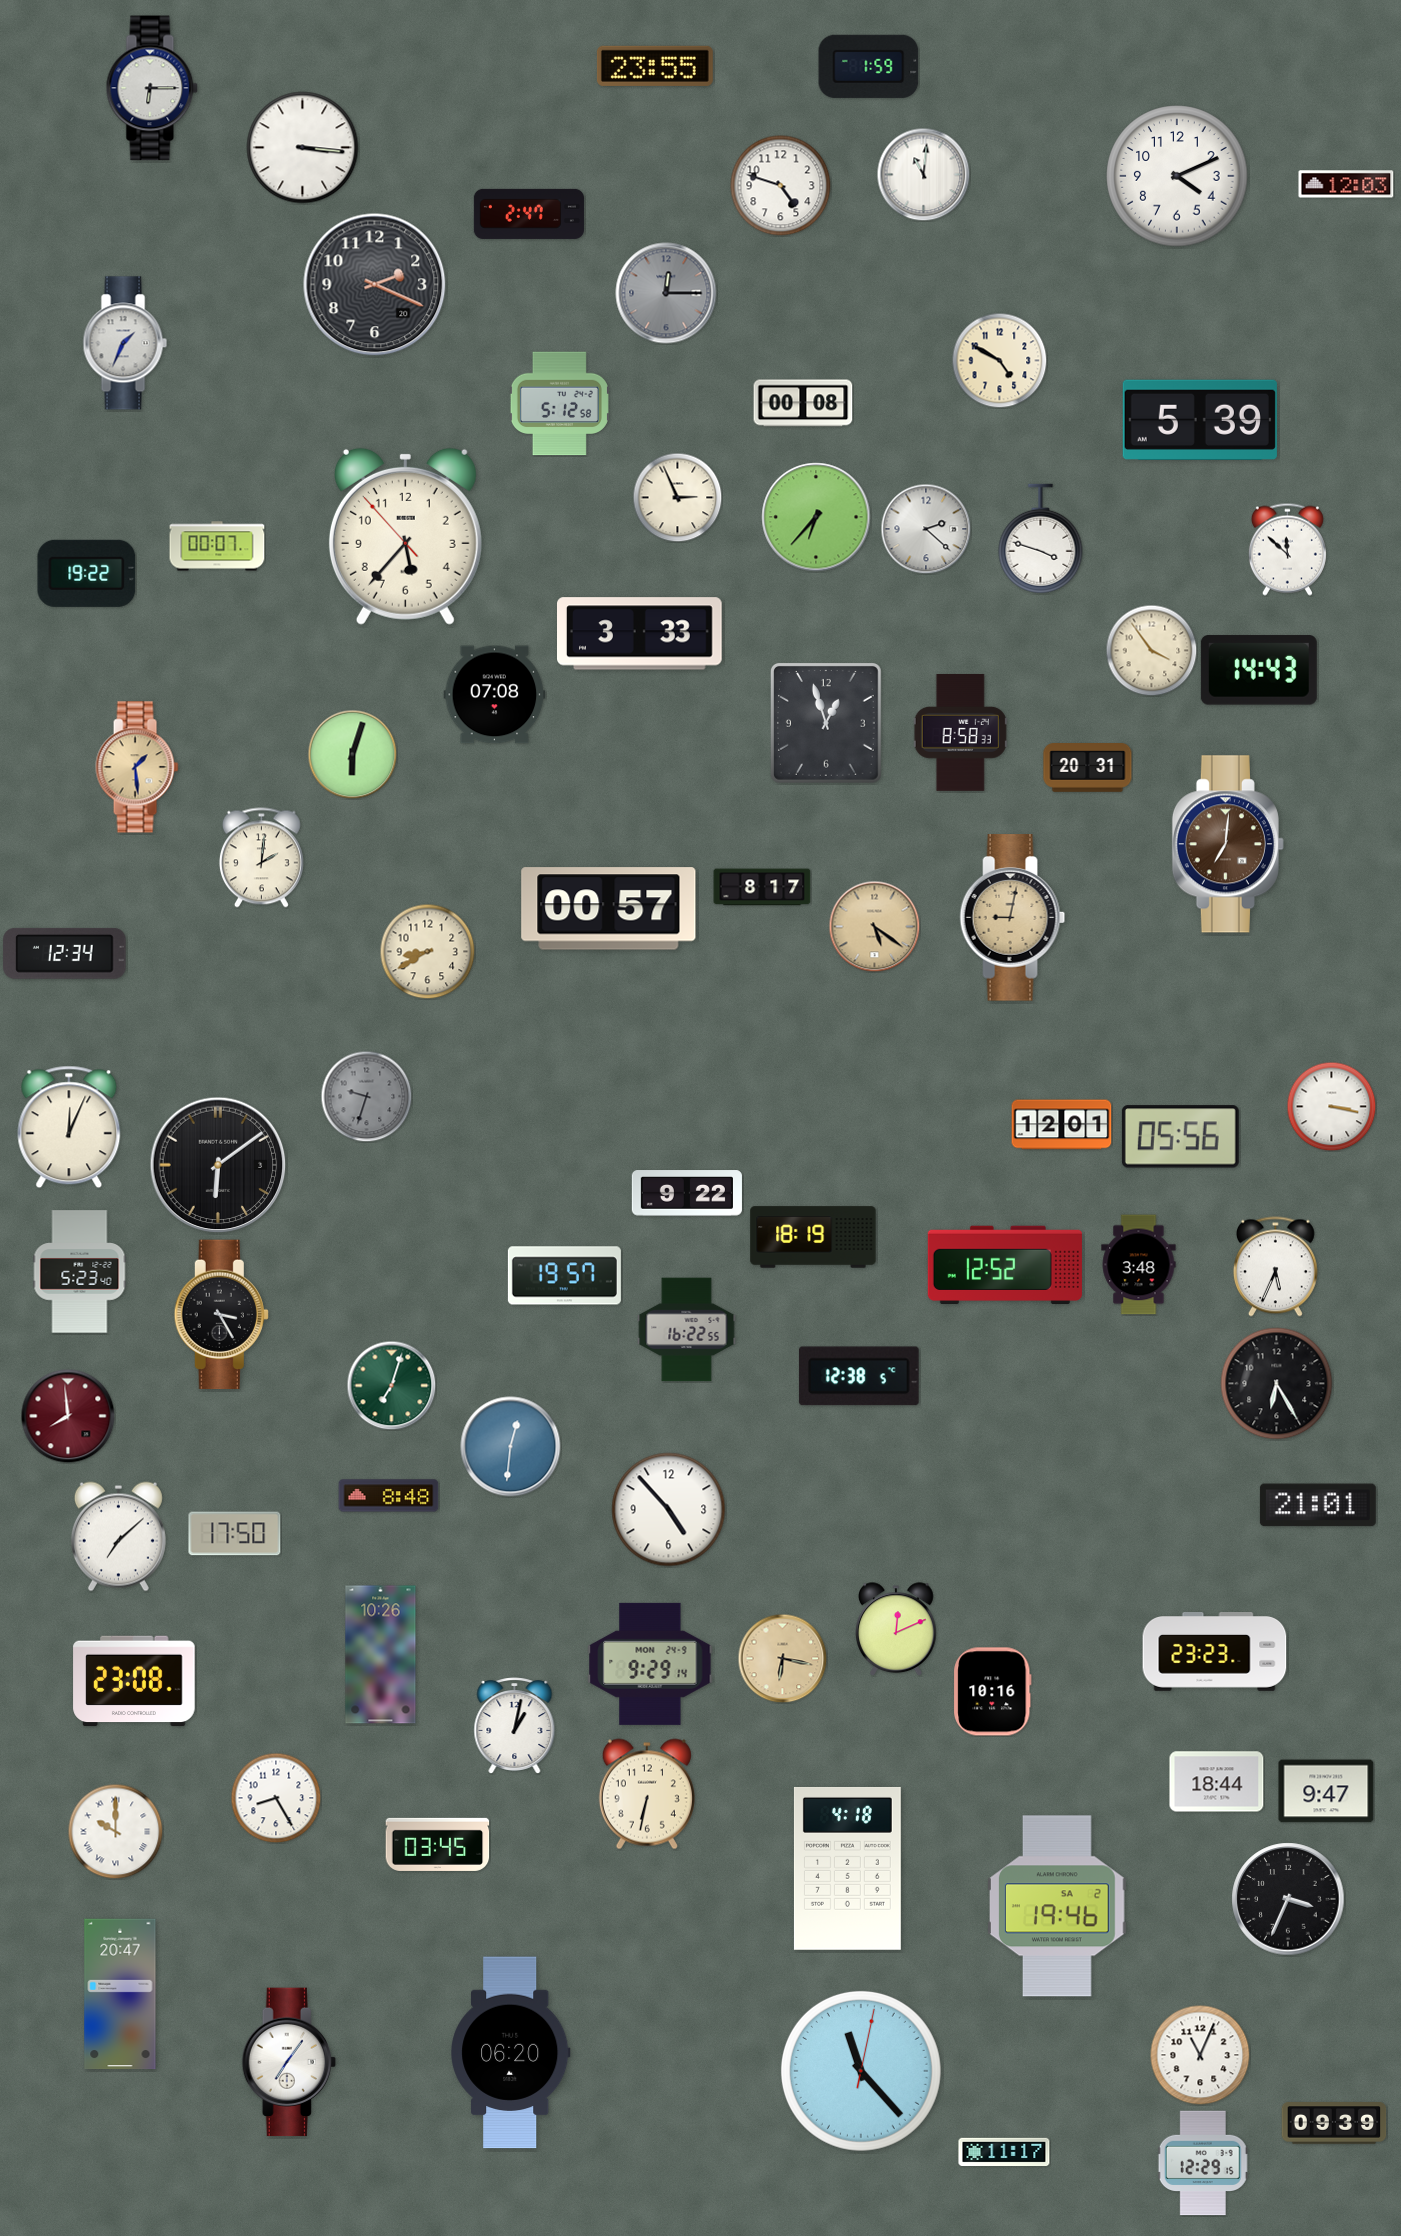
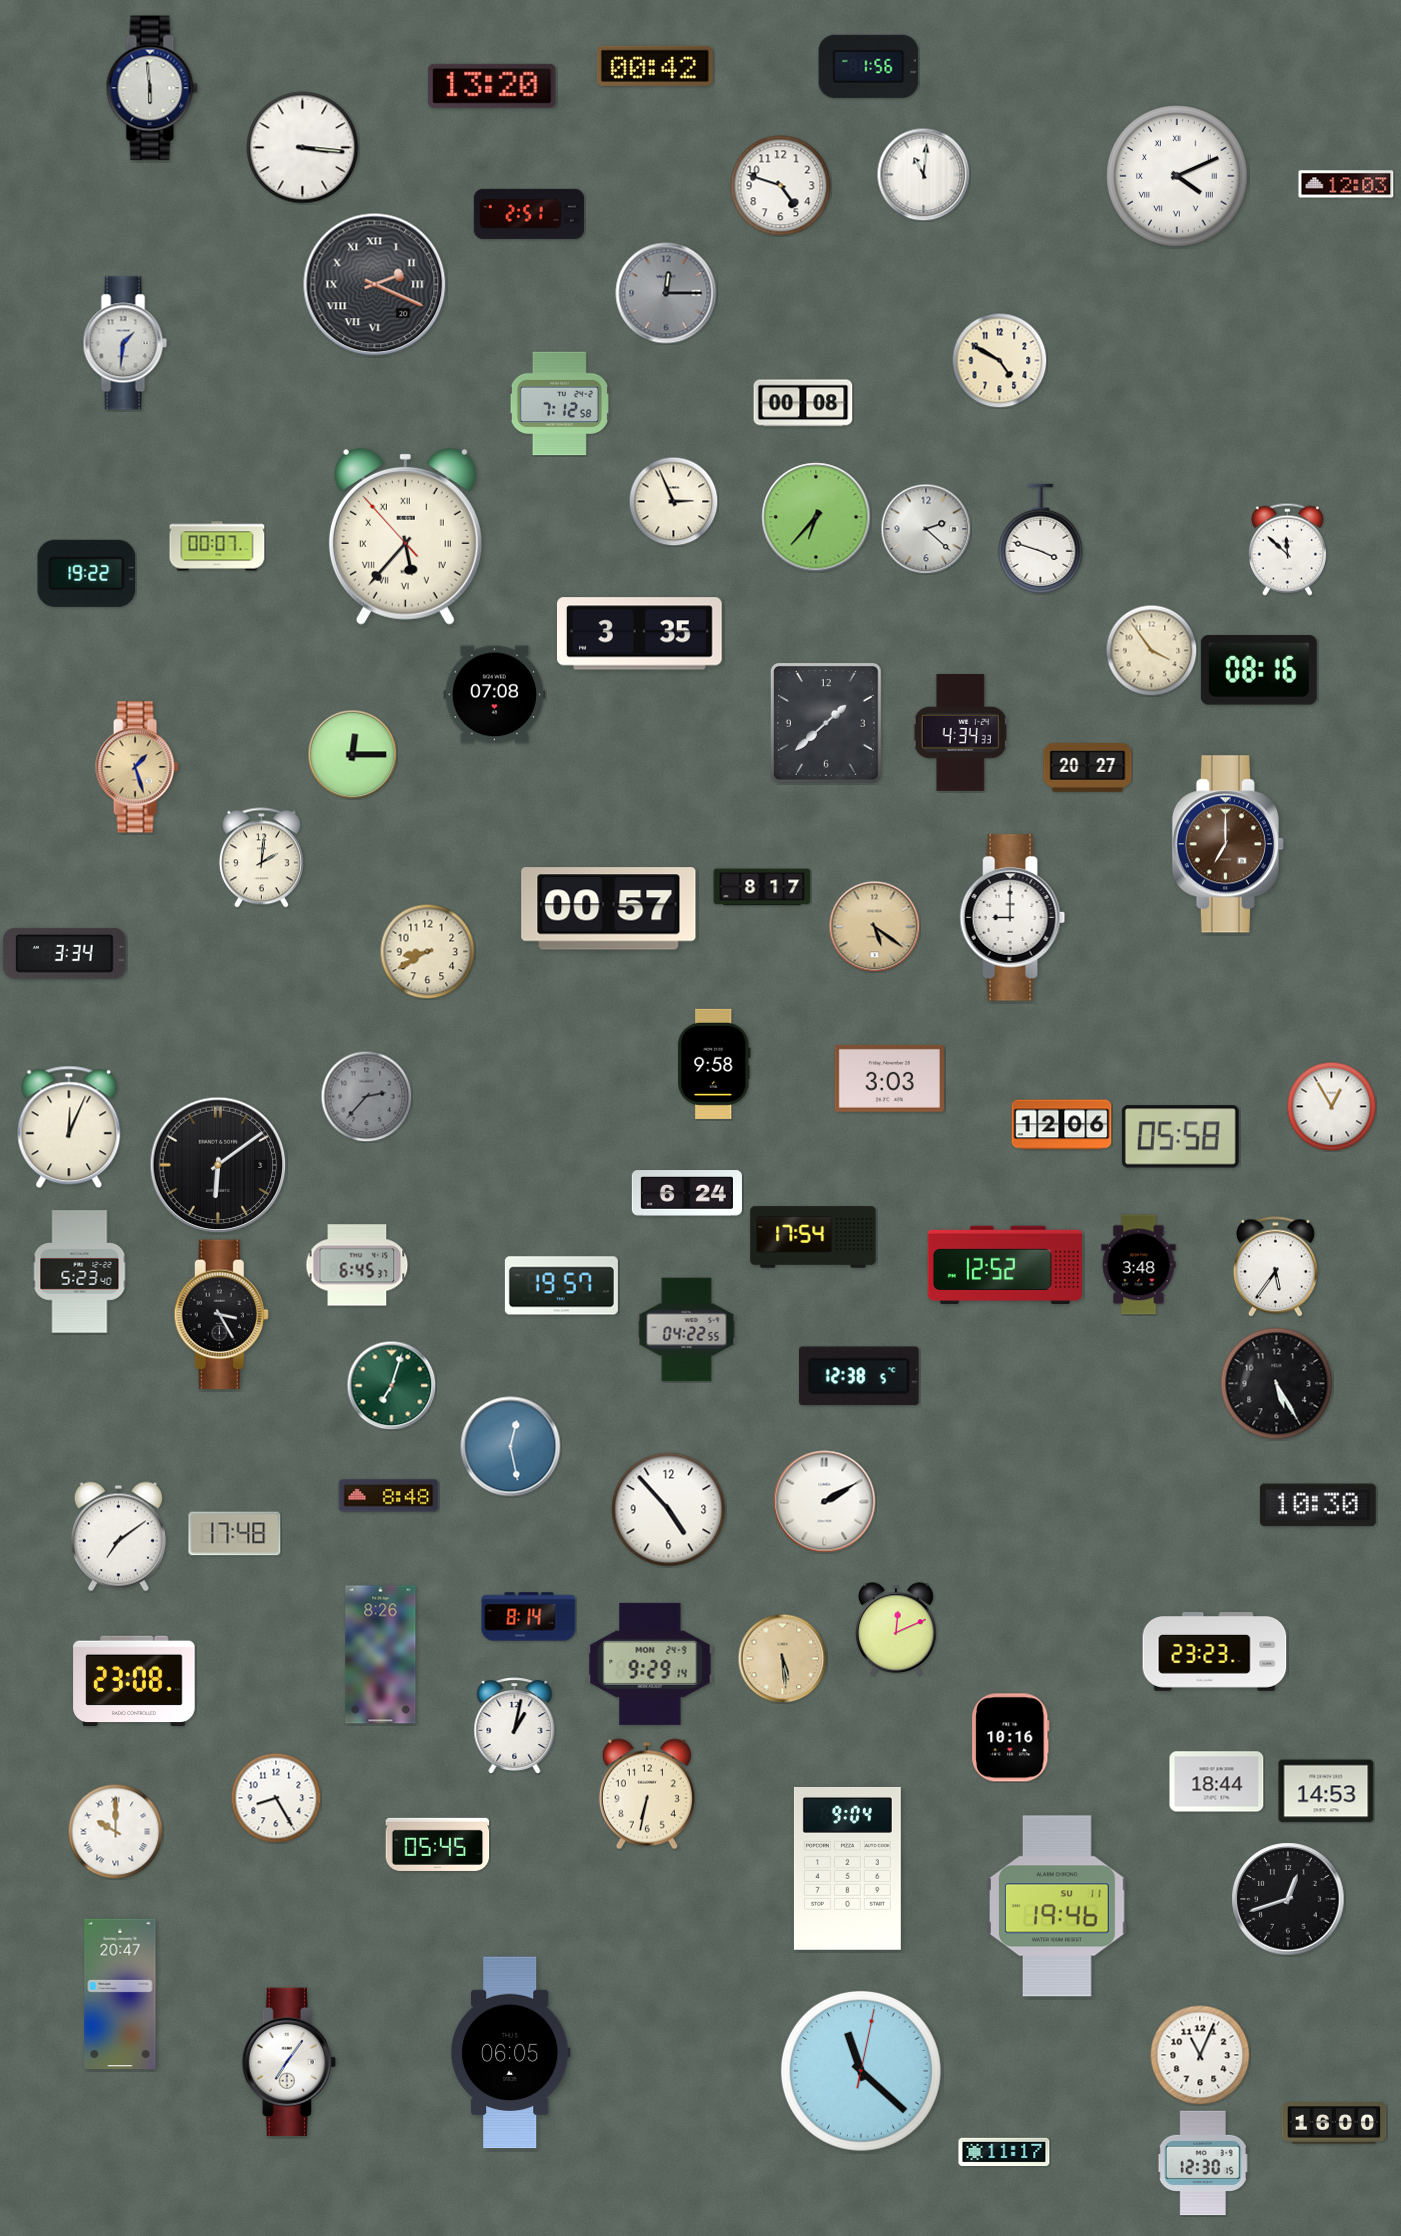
clock at (655, 66): 23:55 -> 00:42
clock at (869, 66): 1:59 -> 1:56
clock at (492, 86): none -> 13:20
clock at (152, 88): 6:15 -> 5:59
clock at (1177, 176) numerals: Arabic -> Roman
clock at (529, 214): 2:47 -> 2:51
clock at (375, 285) numerals: Arabic -> Roman
clock at (125, 343): 1:34 -> 1:31
clock at (559, 404): 5:12 -> 7:12
clock at (1200, 419): 5:39 -> none
clock at (677, 497) position: (677, 497) -> (673, 501)
clock at (405, 536) numerals: Arabic -> Roman
clock at (640, 634): 3:33 -> 3:35
clock at (1259, 670): 14:43 -> 08:16
clock at (826, 723): 12:57 -> 1:38
clock at (960, 733): 8:58 -> 4:34
clock at (352, 754): 6:03 -> 12:15
clock at (137, 767): 1:29 -> 1:27
clock at (1088, 768): 20:31 -> 20:27
clock at (1228, 844): 7:01 -> 7:00
clock at (1013, 918): 9:02 -> 9:00
clock at (1013, 918) dial: champagne -> white
clock at (65, 953): 12:34 -> 3:34
clock at (714, 1064): none -> 9:58
clock at (889, 1078): none -> 3:03
clock at (366, 1096): 9:33 -> 2:37
clock at (1331, 1106): 3:17 -> 12:55
clock at (1062, 1125): 12:01 -> 12:06
clock at (1180, 1137): 05:56 -> 05:58
clock at (687, 1193): 9:22 -> 6:24
clock at (813, 1237): 18:19 -> 17:54
clock at (357, 1265): none -> 6:45
clock at (1275, 1267): 5:34 -> 5:36
clock at (564, 1276) position: (564, 1276) -> (561, 1286)
clock at (687, 1330): 16:22 -> 04:22
clock at (1277, 1384): 6:25 -> 5:25
clock at (68, 1416): 7:59 -> none
clock at (511, 1447): 12:31 -> 12:28
clock at (825, 1502): none -> 2:10
clock at (1318, 1505): 21:01 -> 10:30
clock at (235, 1534): 17:50 -> 17:48
clock at (118, 1537): 7:08 -> 7:09
clock at (529, 1617): none -> 8:14
clock at (381, 1655): 10:26 -> 8:26
clock at (782, 1658): 6:17 -> 5:29
clock at (993, 1692) position: (993, 1692) -> (1011, 1738)
clock at (1326, 1791): 9:47 -> 14:53
clock at (438, 1844): 03:45 -> 05:45
clock at (847, 1868): 4:18 -> 9:04
clock at (1288, 1899): 3:34 -> 12:42
clock at (1058, 1906) date: SA 2 -> SU 11
clock at (511, 2053): 06:20 -> 06:05
clock at (861, 2071): 11:23 -> 11:22
clock at (1334, 2123): 09:39 -> 16:00
clock at (1203, 2163): 12:29 -> 12:30
